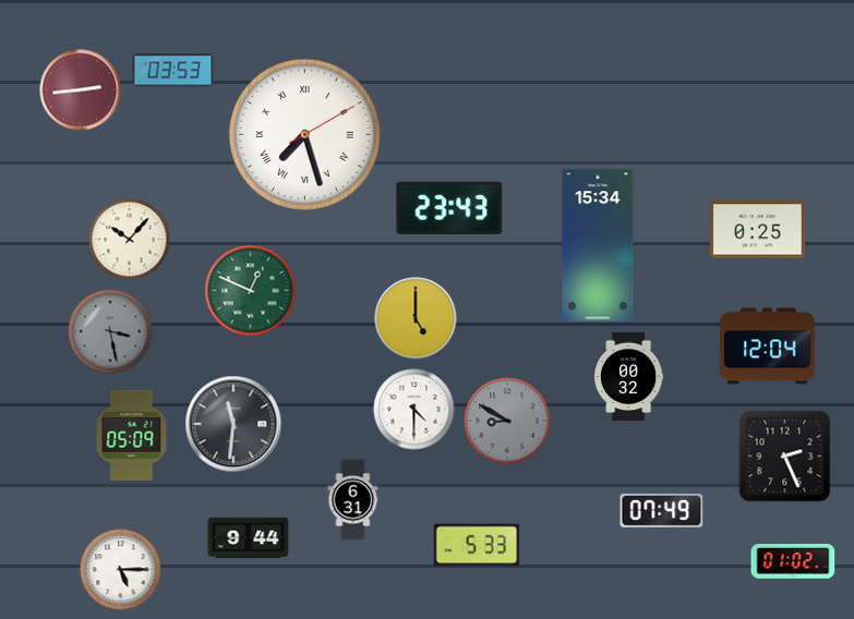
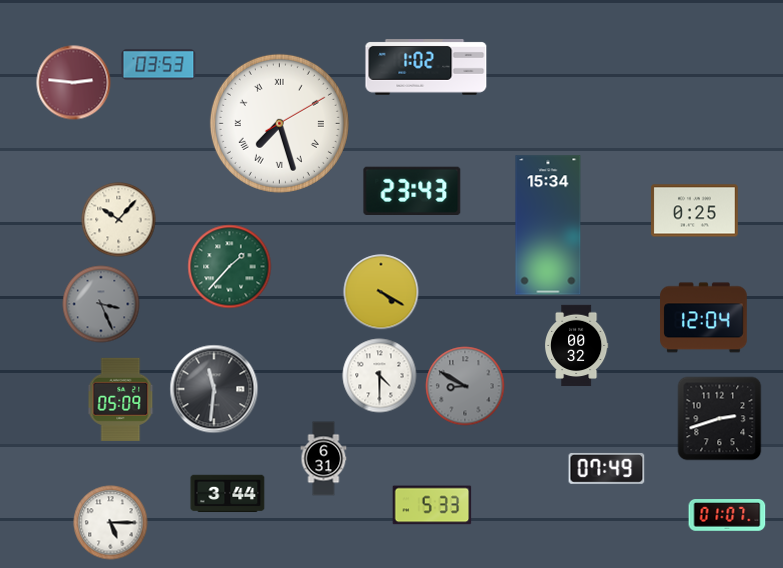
clock at (426, 68): none -> 1:02
clock at (81, 90): 2:44 -> 2:46
clock at (251, 291): 12:49 -> 1:37
clock at (416, 318): 5:00 -> 4:20
clock at (110, 331): 3:28 -> 3:26
clock at (785, 457): 2:26 -> 2:42
clock at (249, 538): 9:44 -> 3:44
clock at (477, 545) position: (477, 545) -> (432, 505)
clock at (793, 562): 01:02 -> 01:07
